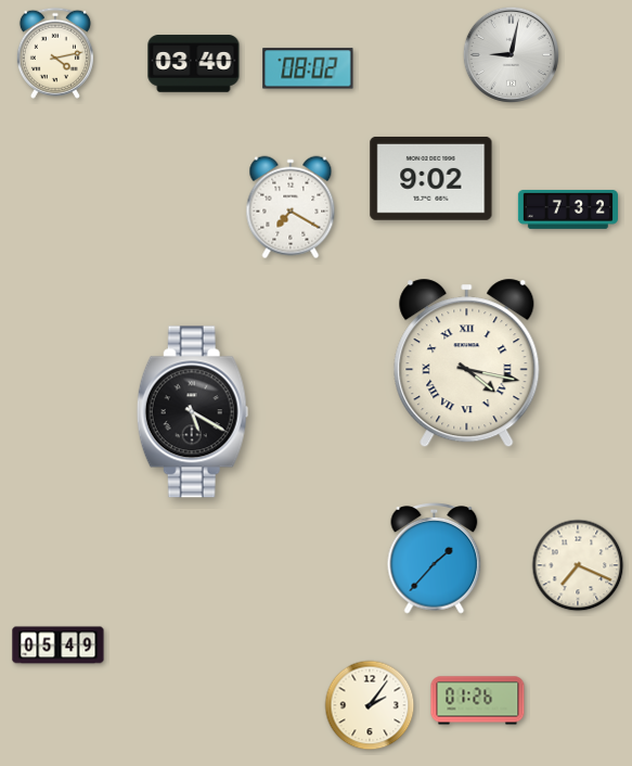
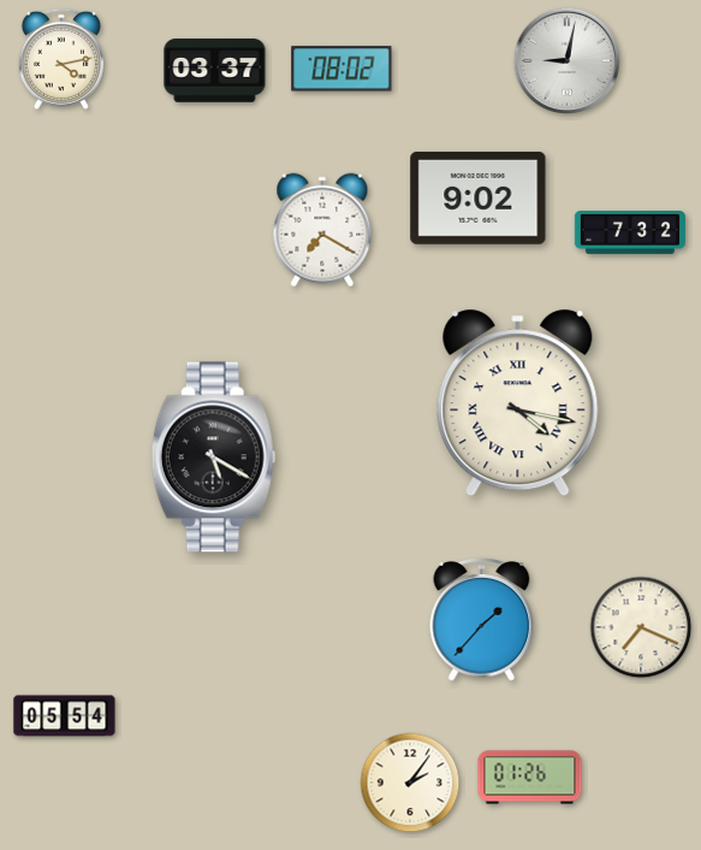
clock at (194, 64): 03:40 -> 03:37
clock at (308, 68) position: (308, 68) -> (341, 69)
clock at (59, 646): 05:49 -> 05:54
